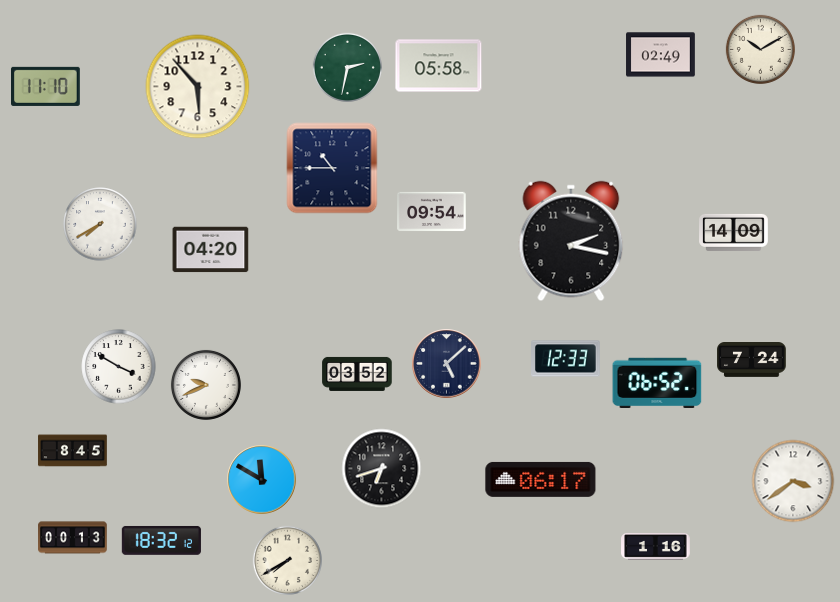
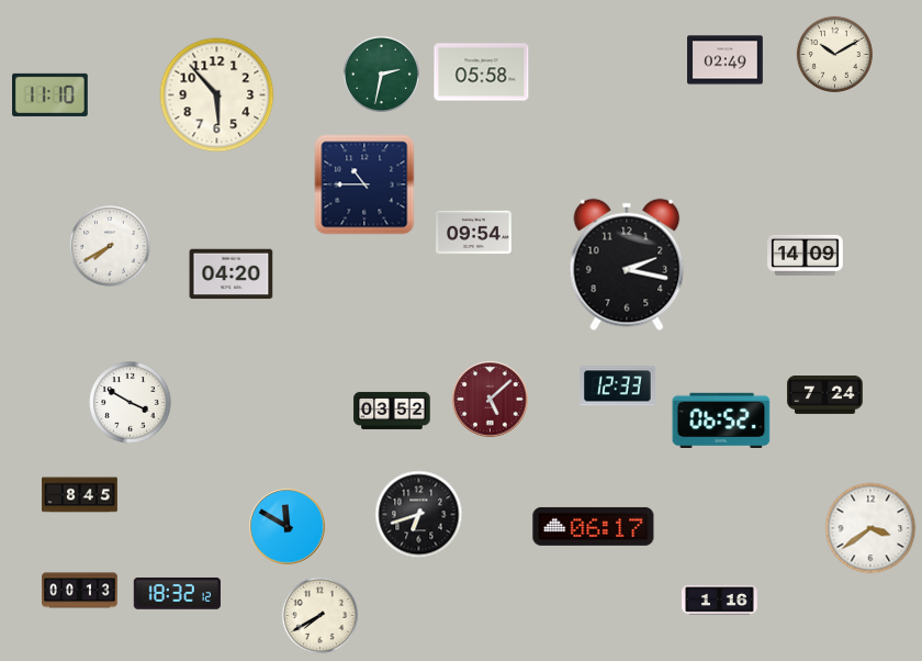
clock at (566, 359) position: (566, 359) -> (618, 386)
clock at (447, 364) dial: navy -> burgundy
clock at (206, 385): 9:41 -> none
clock at (287, 560) position: (287, 560) -> (319, 615)
